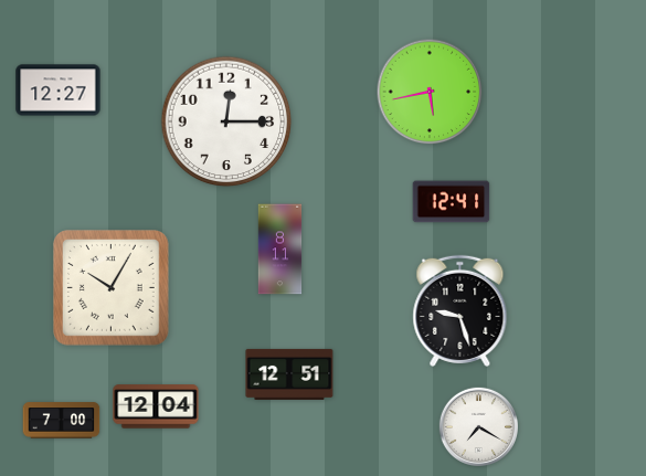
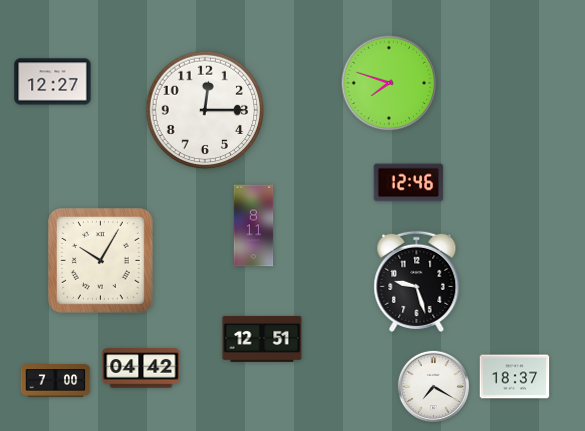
clock at (430, 92): 5:43 -> 7:48
clock at (452, 202): 12:41 -> 12:46
clock at (156, 406): 12:04 -> 04:42
clock at (515, 377): none -> 18:37
